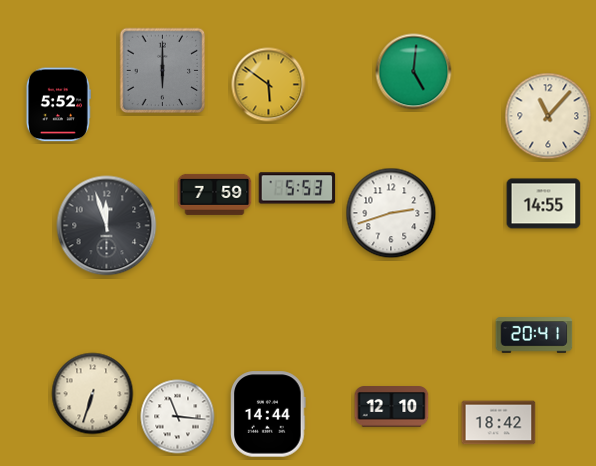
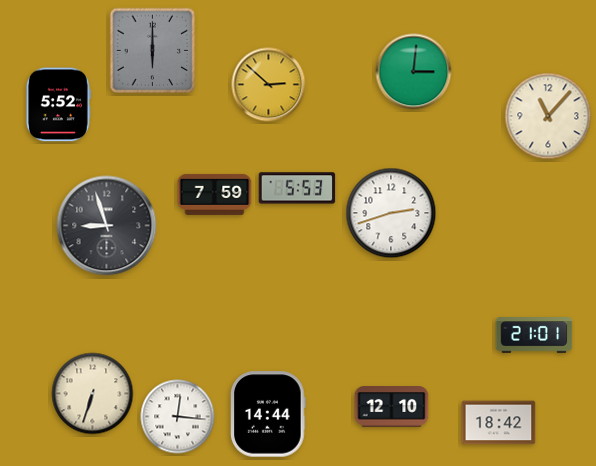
clock at (163, 71) position: (163, 71) -> (153, 51)
clock at (414, 72): 5:01 -> 3:01
clock at (269, 85): 5:51 -> 2:52
clock at (544, 204): 14:55 -> none
clock at (107, 226): 11:57 -> 8:57
clock at (534, 335): 20:41 -> 21:01
clock at (178, 417): 11:16 -> 12:16
